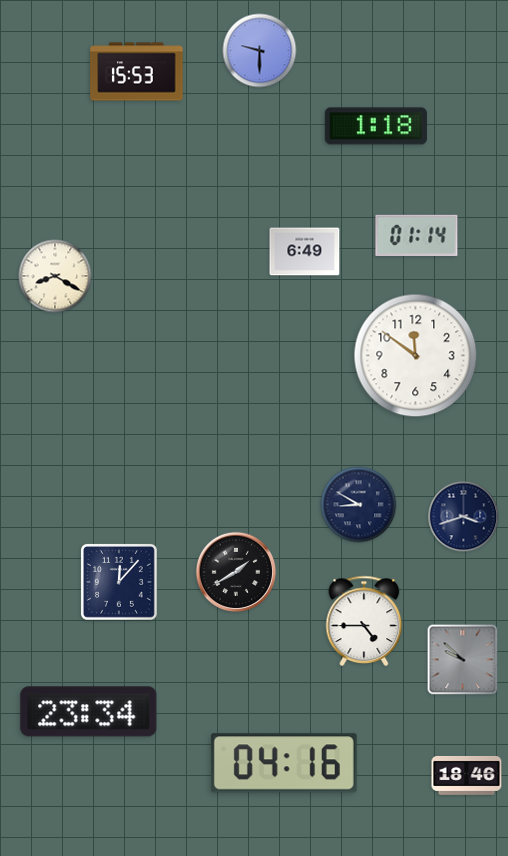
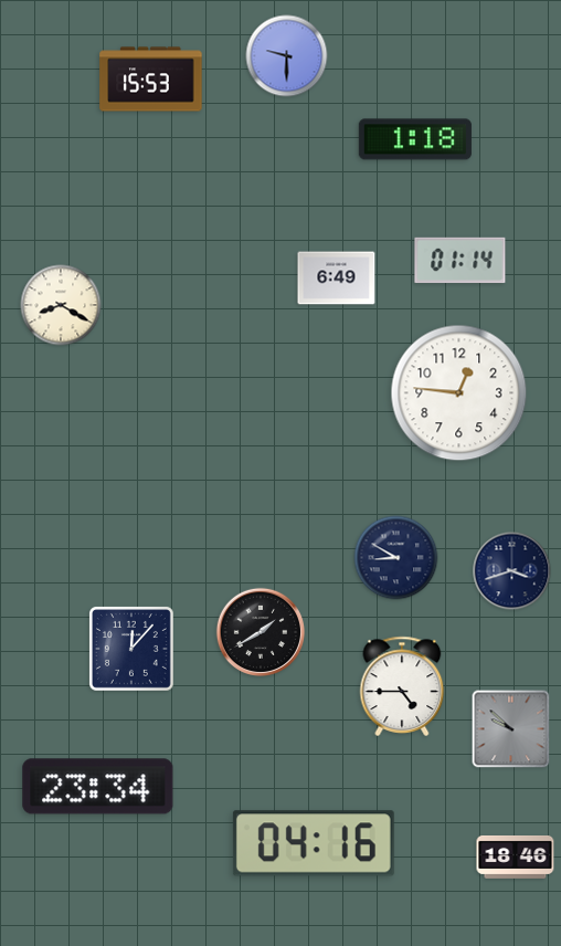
clock at (416, 356): 11:51 -> 12:46
clock at (119, 582) position: (119, 582) -> (131, 649)
